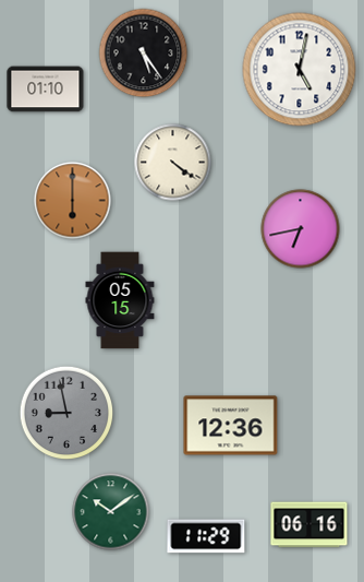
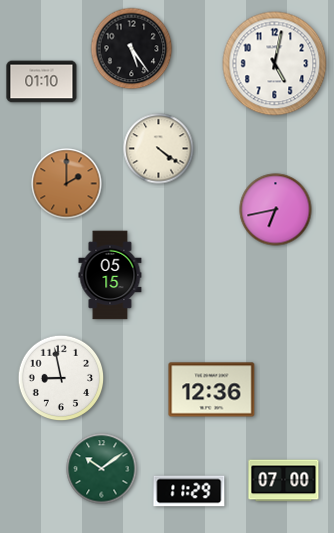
clock at (73, 201): 6:00 -> 2:00
clock at (66, 413) dial: grey -> white
clock at (310, 525): 06:16 -> 07:00
